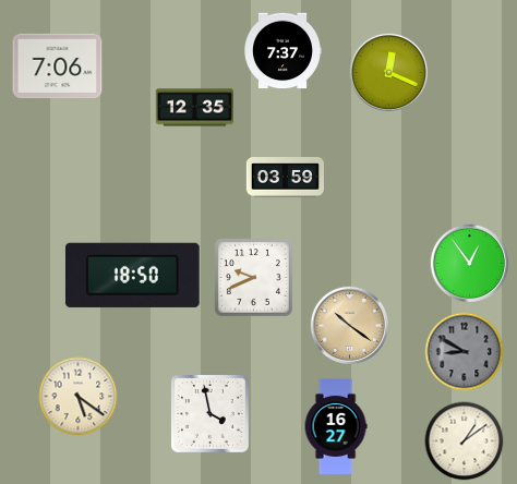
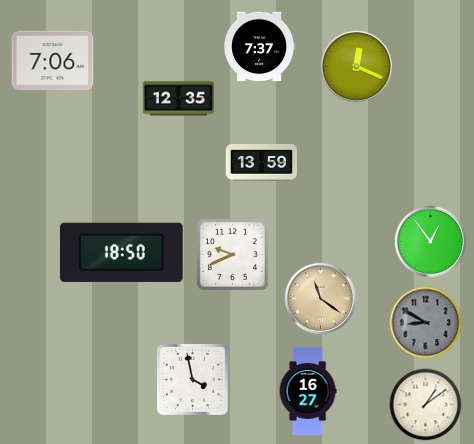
clock at (285, 178): 03:59 -> 13:59
clock at (349, 325): 10:21 -> 11:21
clock at (79, 397): 5:21 -> none
